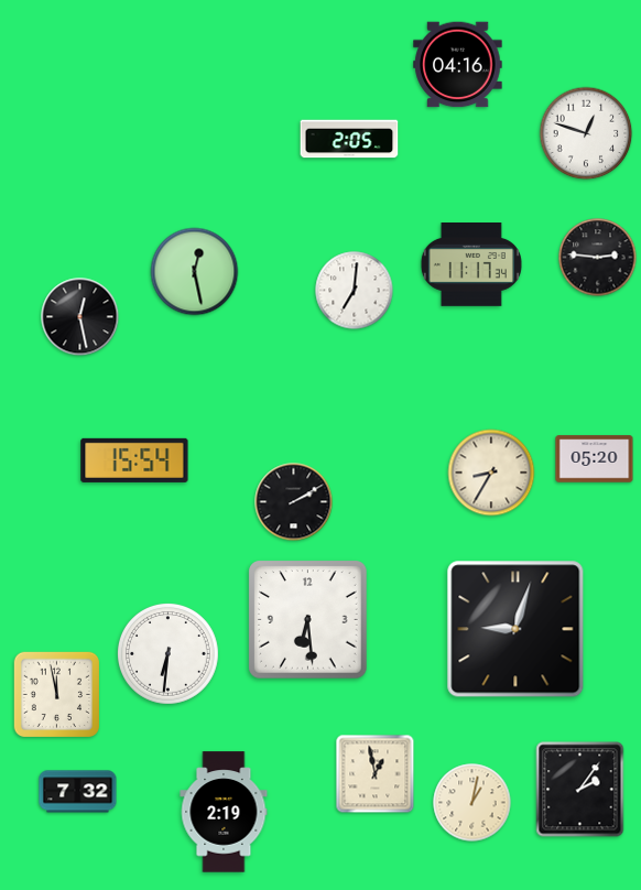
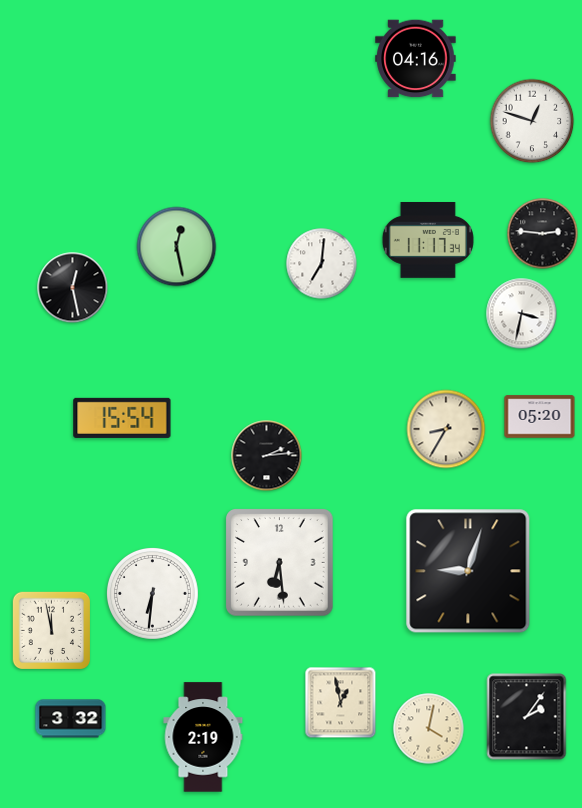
clock at (349, 139): 2:05 -> none
clock at (522, 314): none -> 3:32
clock at (294, 502): 2:10 -> 2:14
clock at (78, 792): 7:32 -> 3:32
clock at (472, 803): 1:02 -> 4:02
